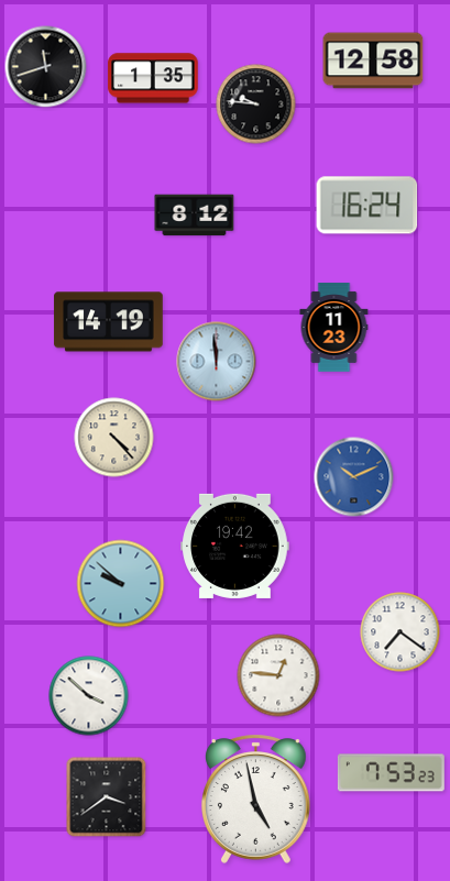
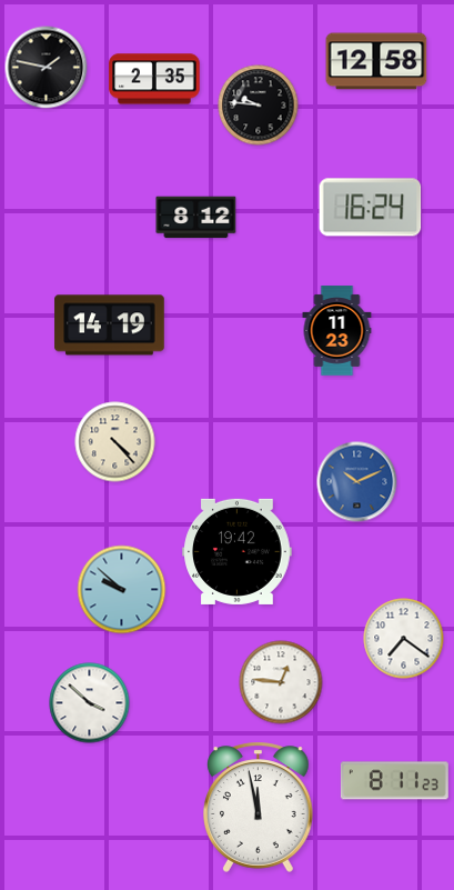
clock at (46, 67): 11:42 -> 1:47
clock at (153, 78): 1:35 -> 2:35
clock at (217, 362): 11:59 -> none
clock at (391, 773): 7:53 -> 8:11
clock at (107, 797): 3:39 -> none
clock at (256, 799): 4:58 -> 11:58
